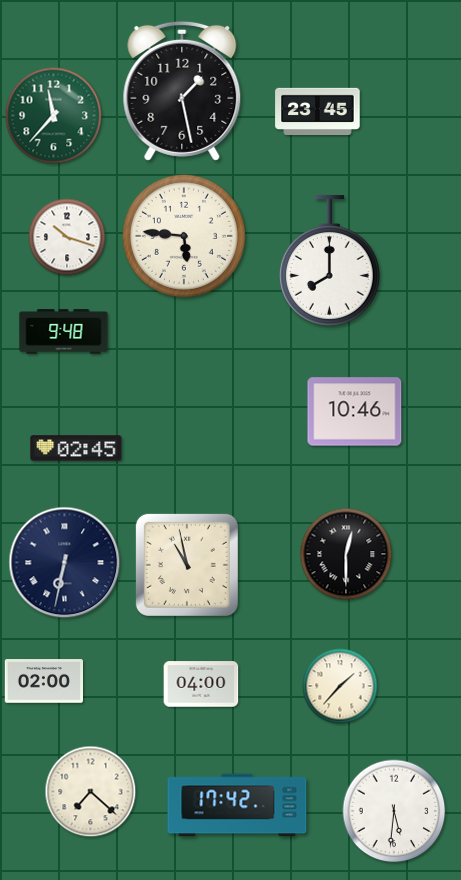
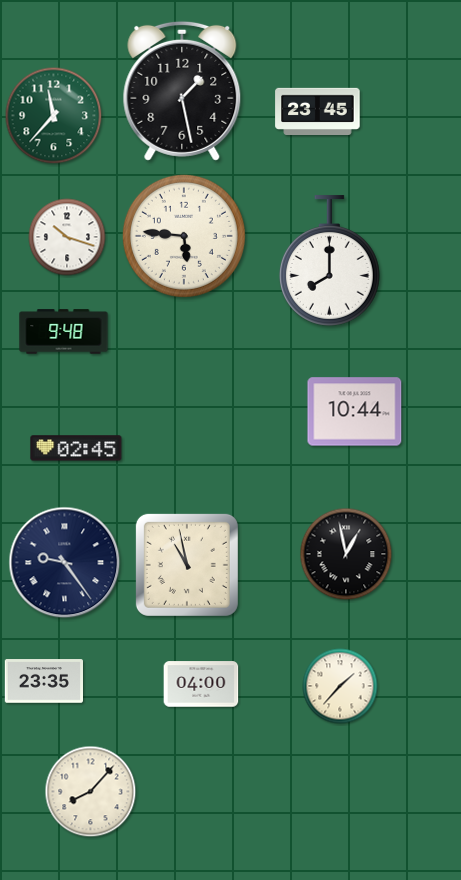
clock at (355, 412): 10:46 -> 10:44
clock at (346, 554): 12:30 -> 12:58
clock at (65, 563): 6:32 -> 9:24
clock at (43, 681): 02:00 -> 23:35
clock at (91, 792): 7:22 -> 8:07
clock at (237, 805): 17:42 -> none
clock at (394, 811): 5:31 -> none
